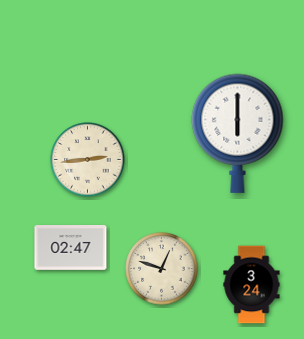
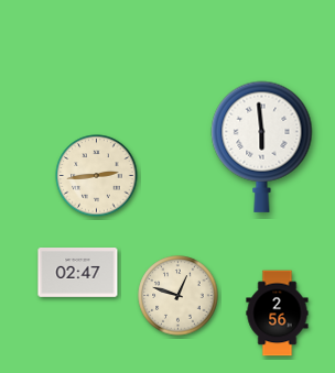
clock at (238, 133): 6:00 -> 5:59
clock at (252, 285): 3:24 -> 2:56
